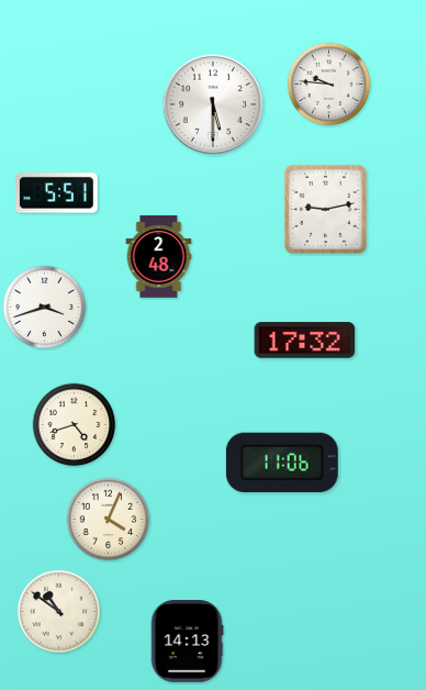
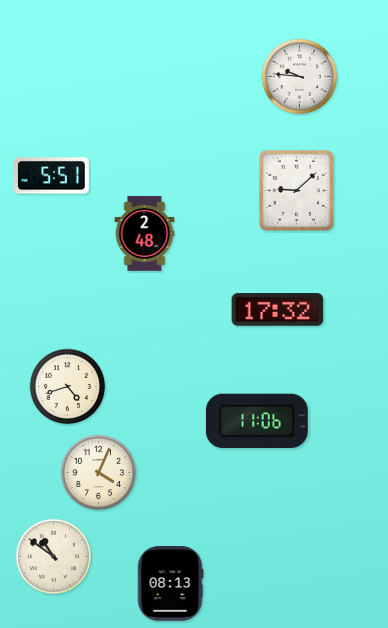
clock at (213, 104): 5:30 -> none
clock at (325, 209): 9:13 -> 9:08
clock at (45, 308): 3:42 -> none
clock at (187, 642): 14:13 -> 08:13
